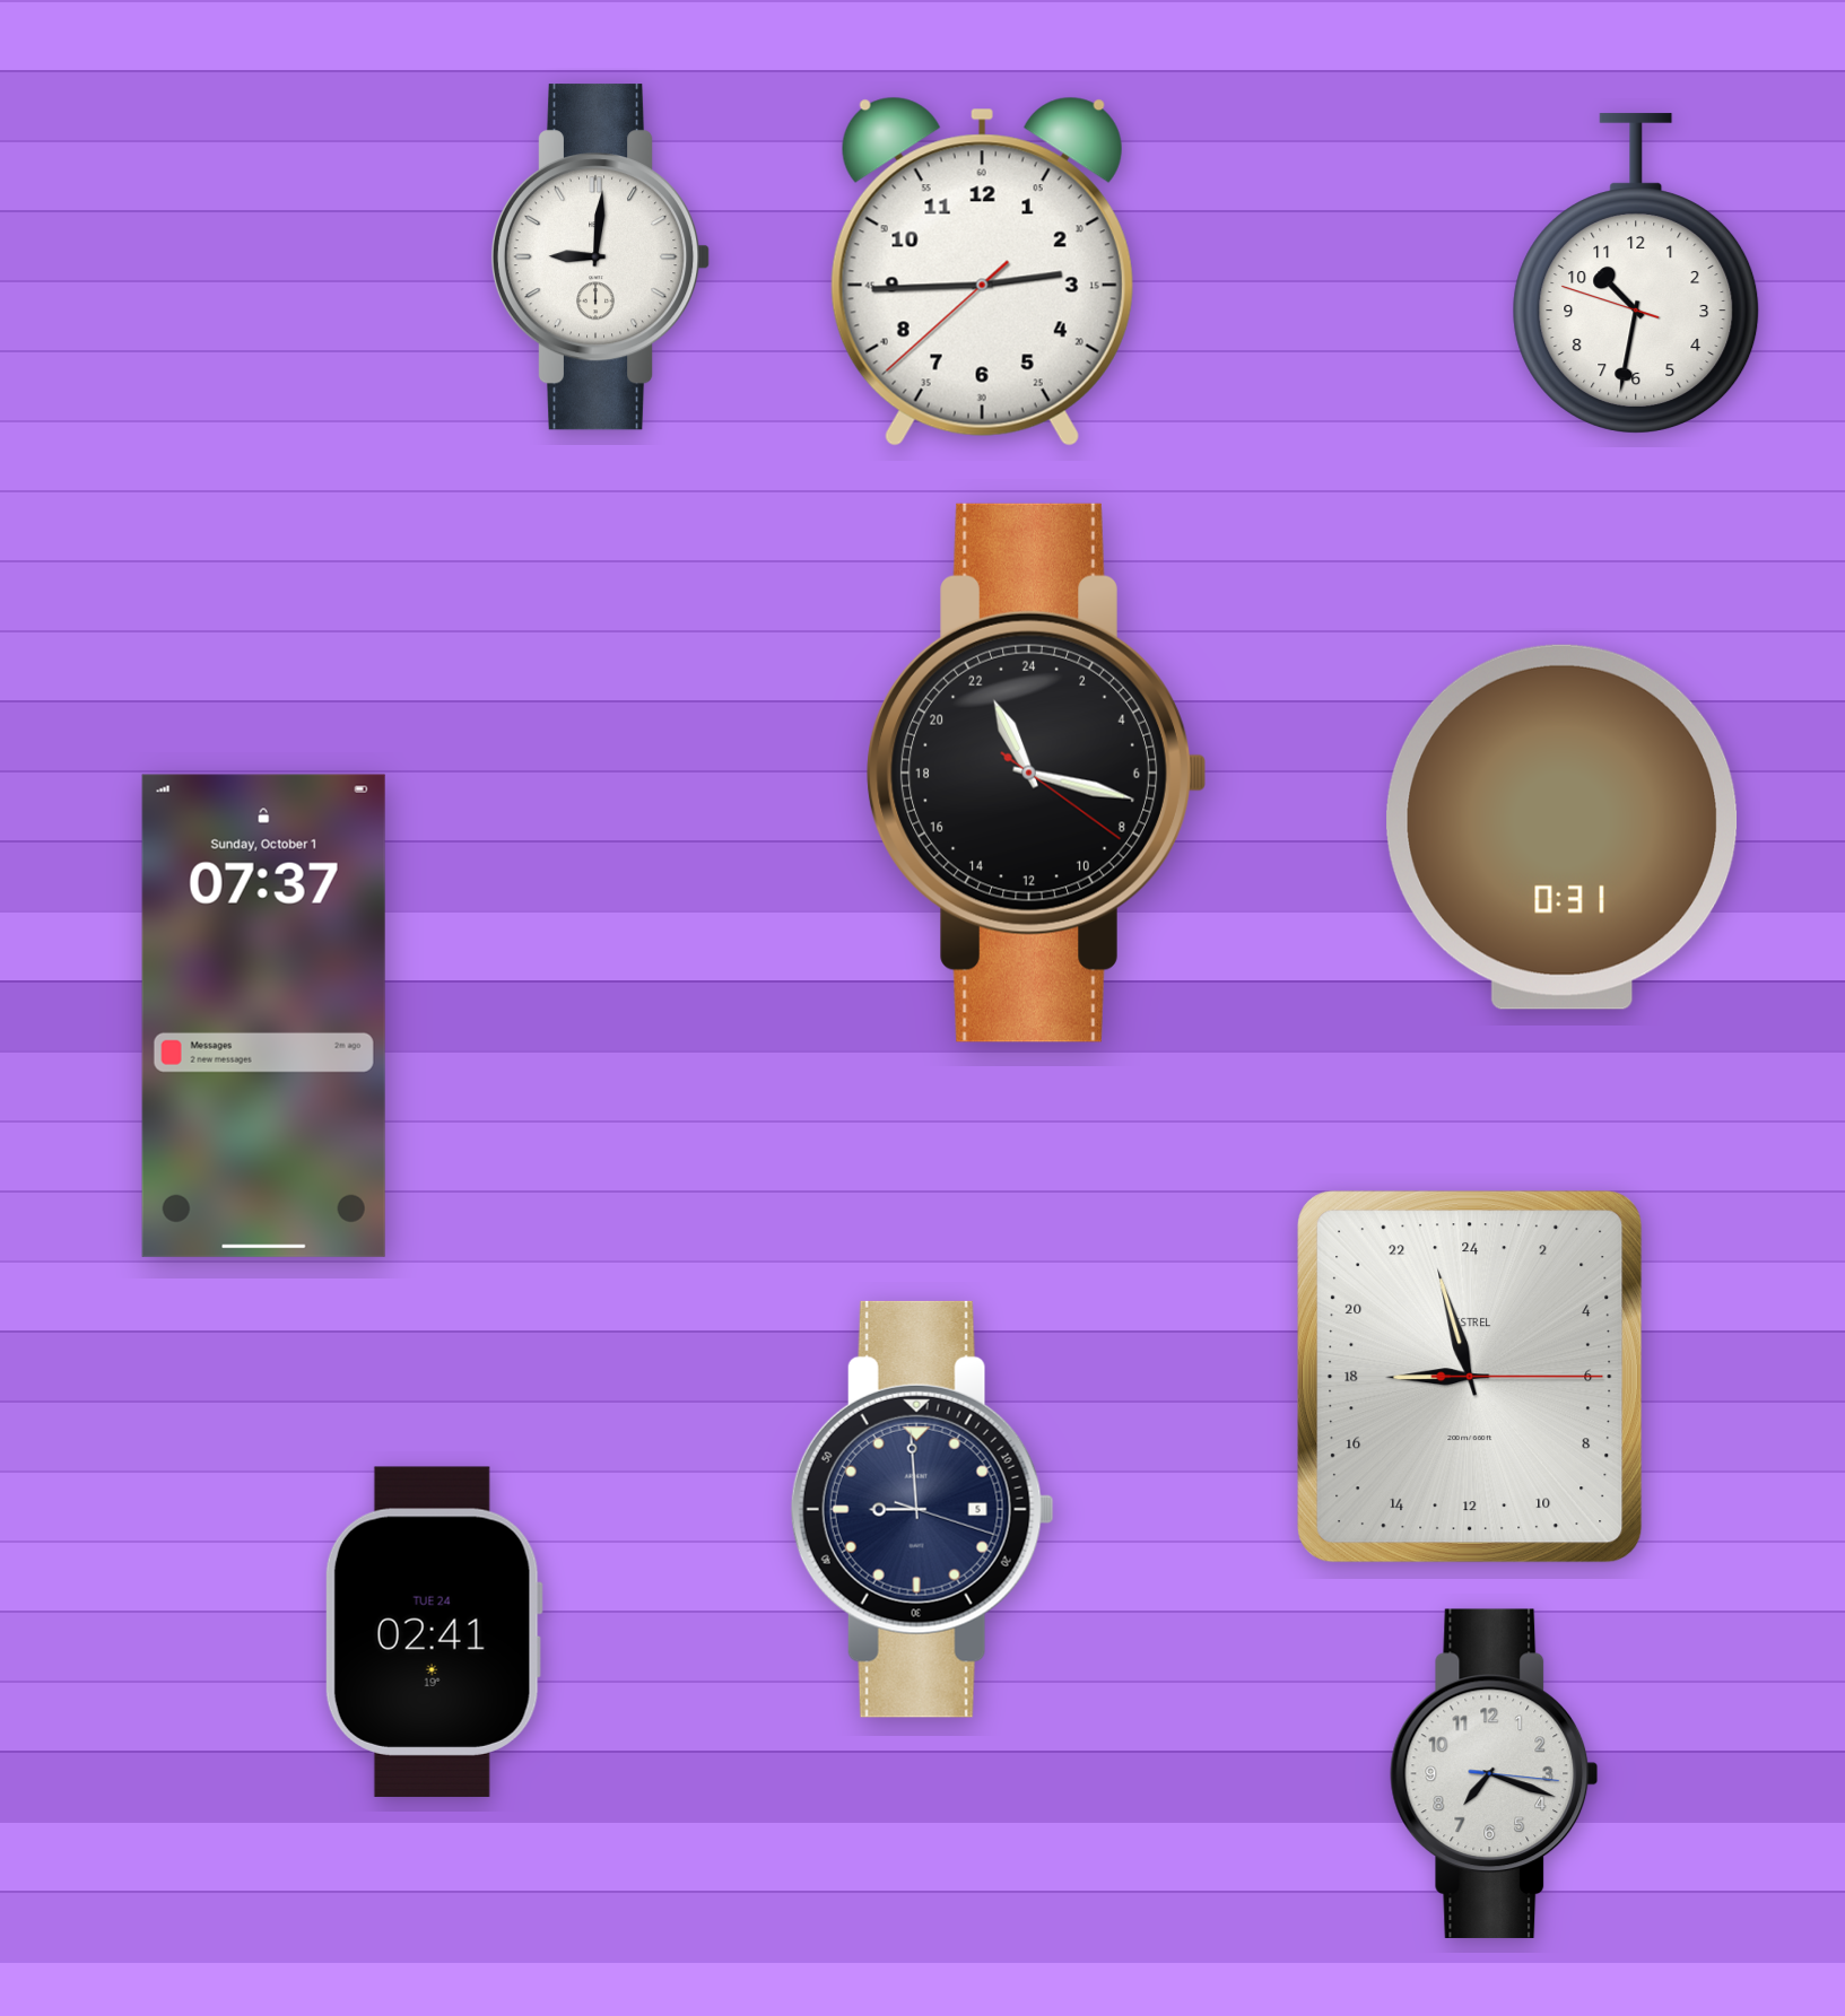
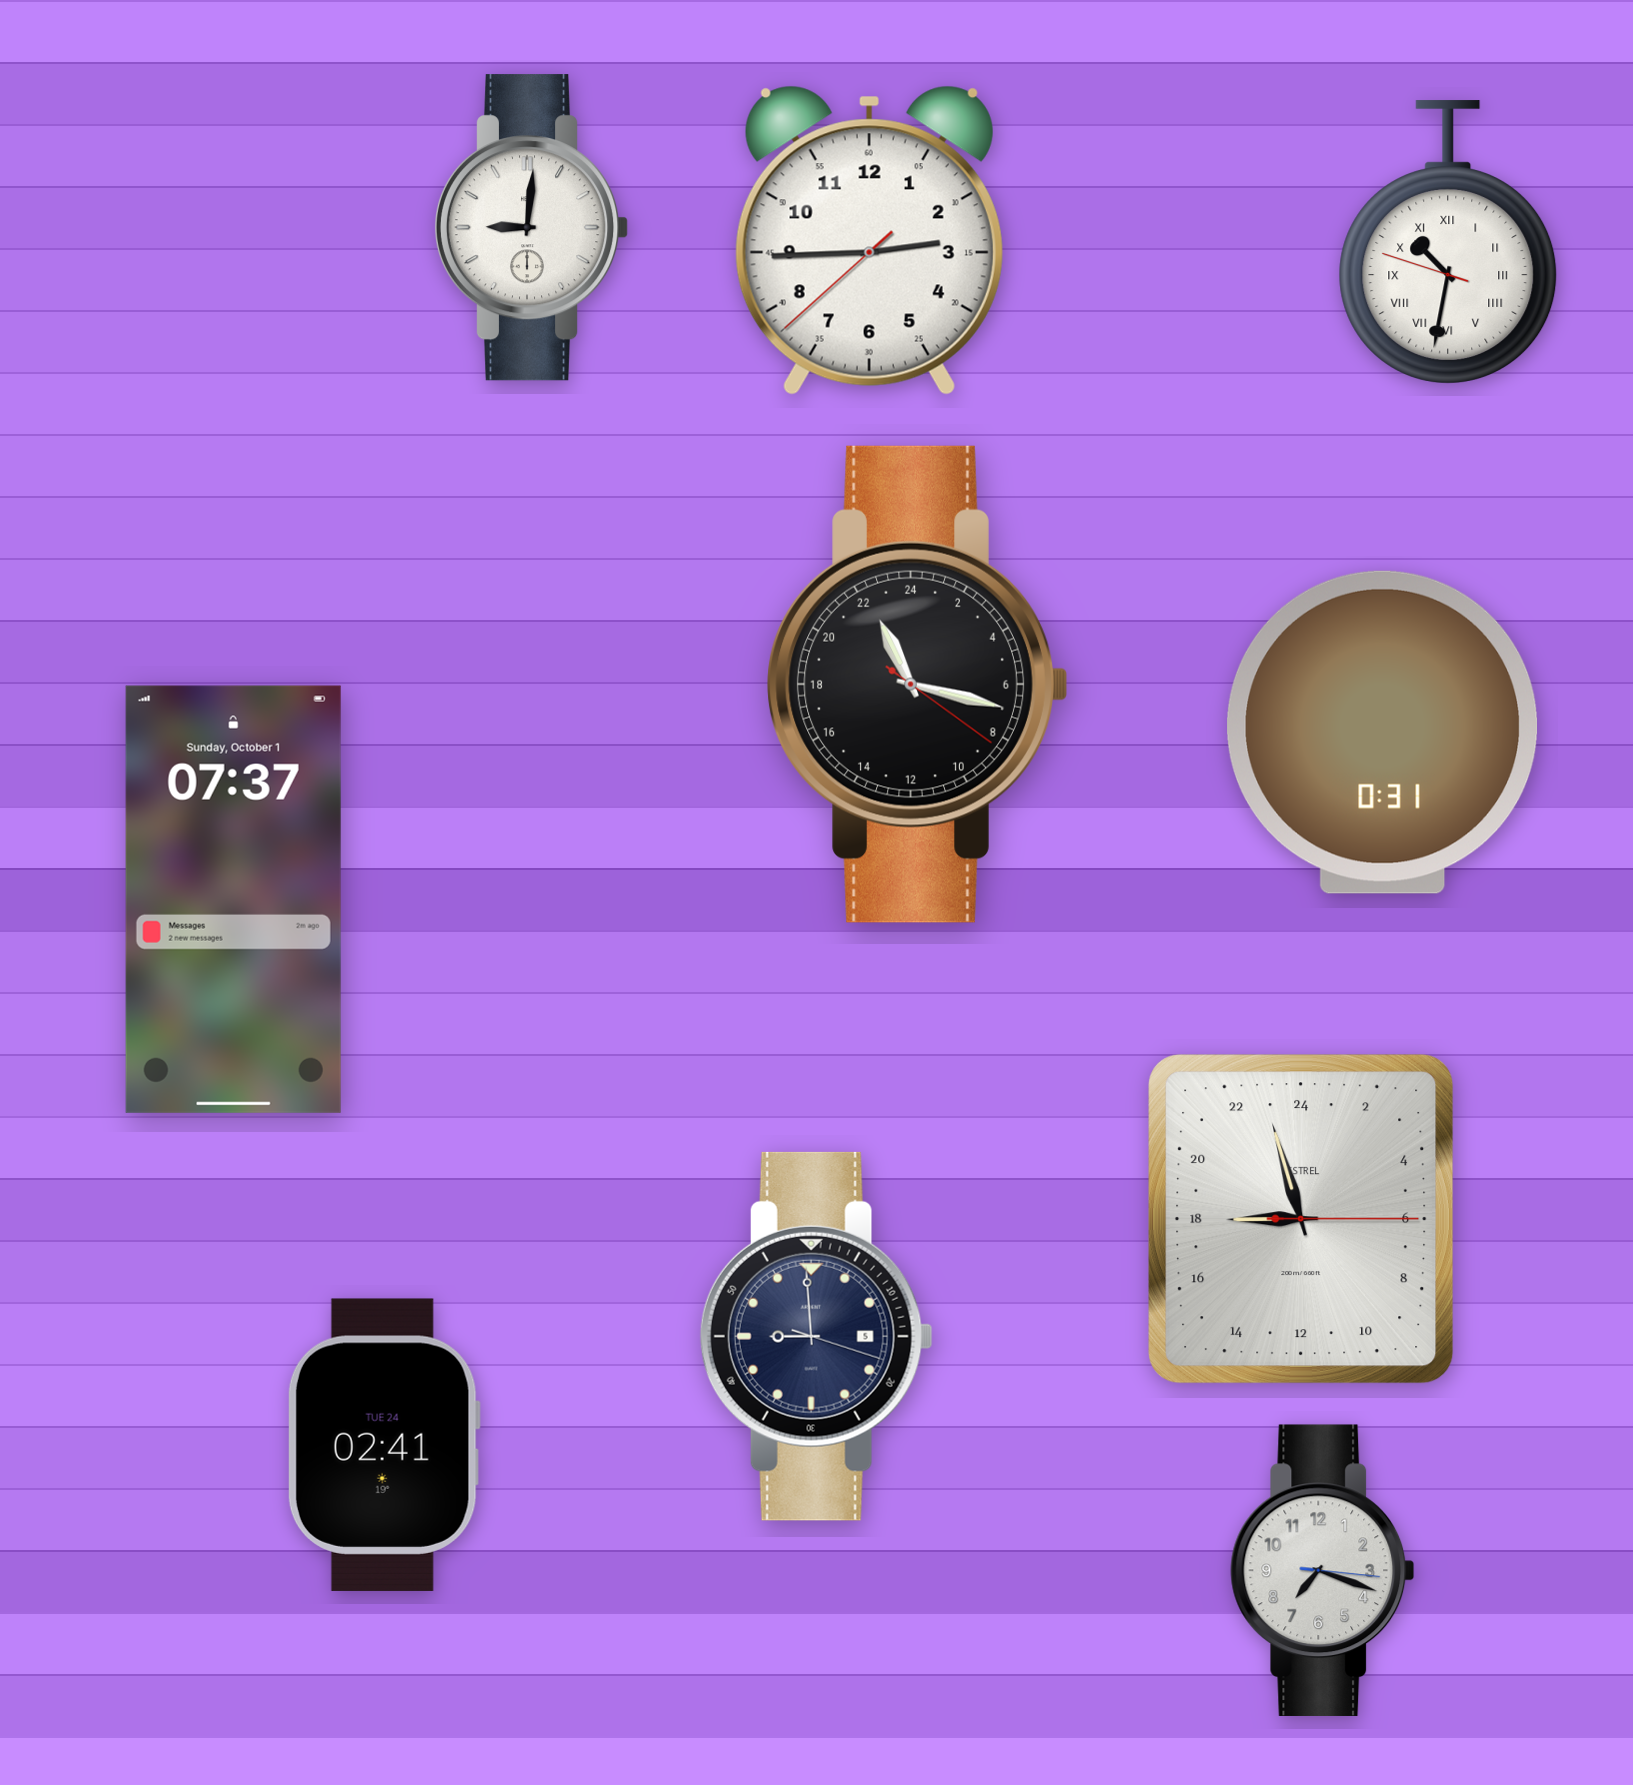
clock at (1636, 273) numerals: Arabic -> Roman
